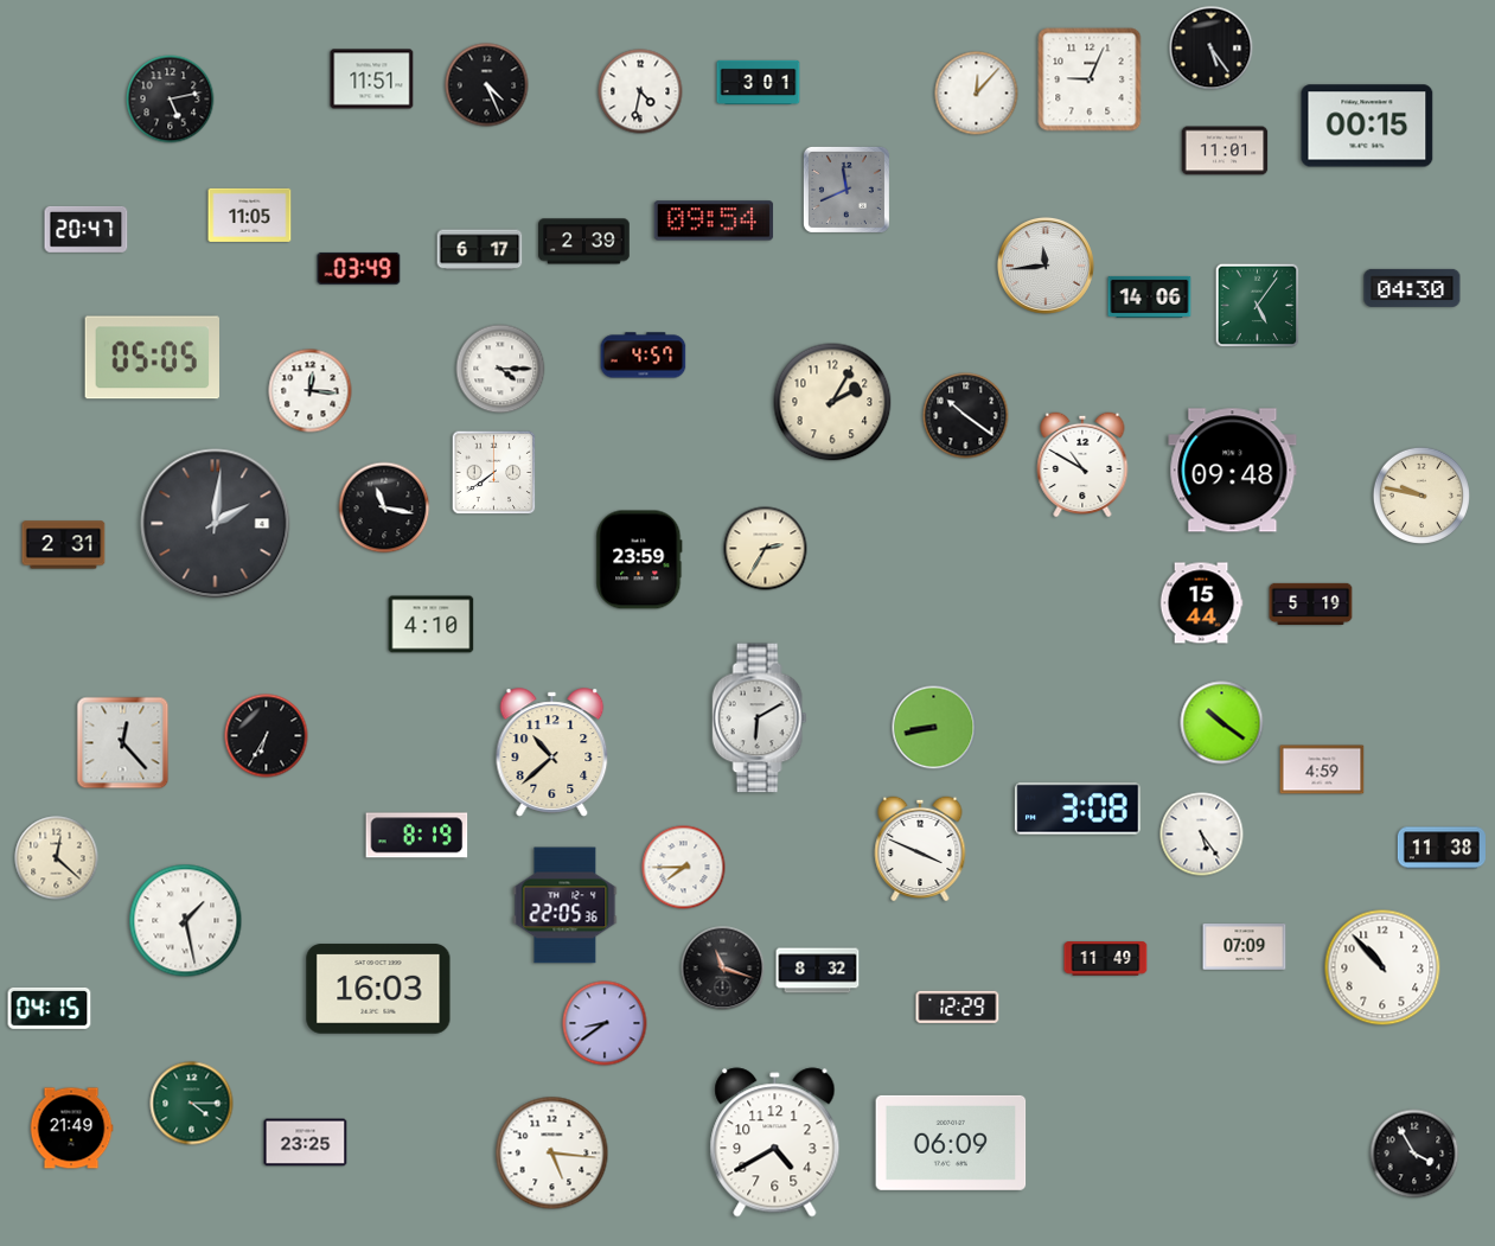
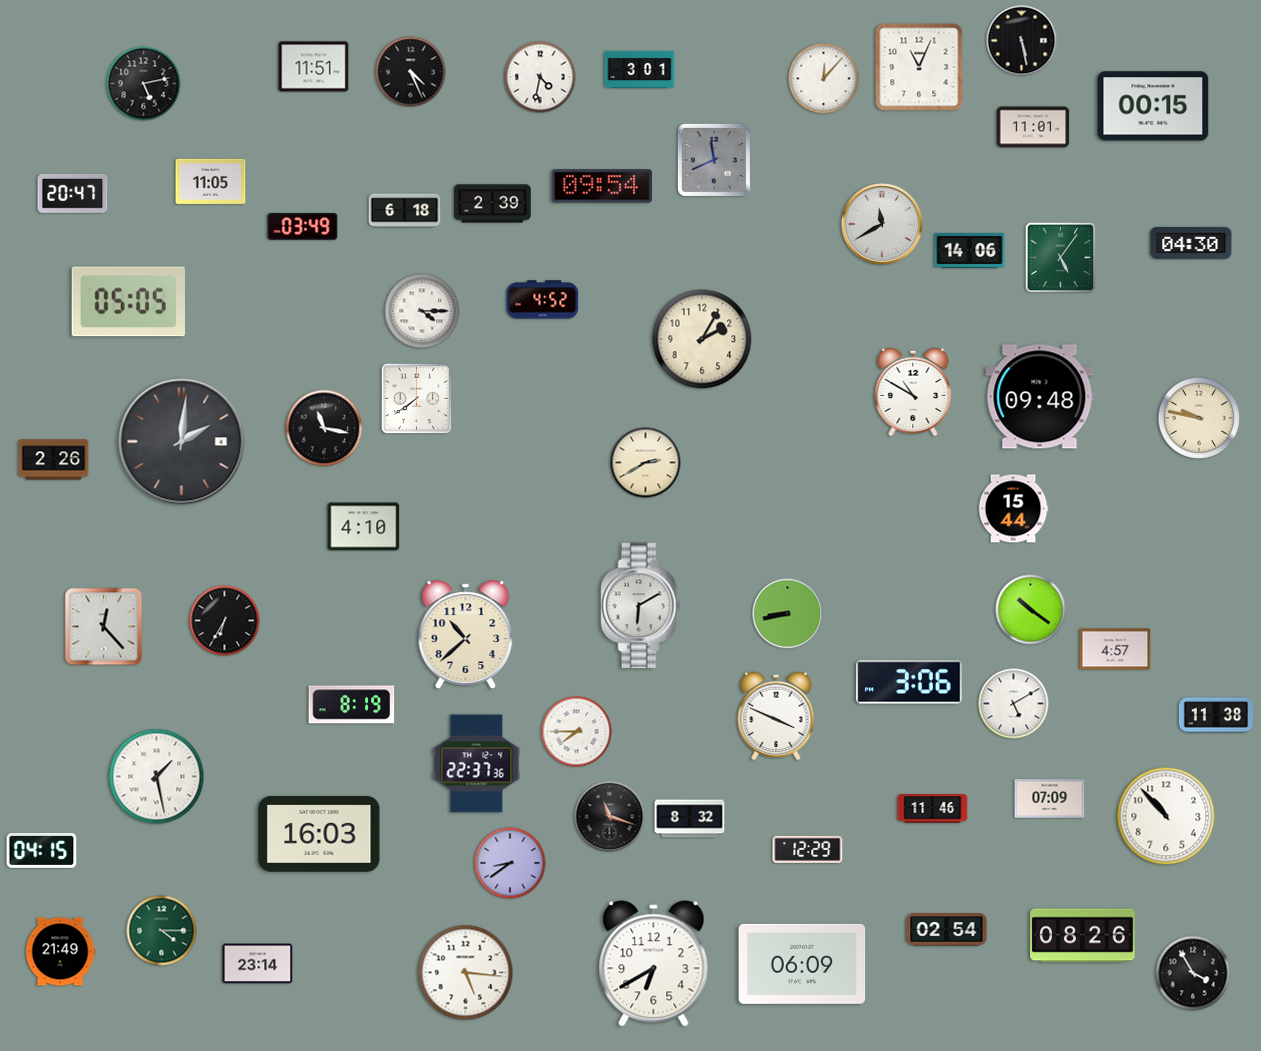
clock at (1212, 49): 5:24 -> 5:28
clock at (1090, 79): 9:04 -> 11:04
clock at (480, 250): 6:17 -> 6:18
clock at (1046, 266): 11:44 -> 11:40
clock at (644, 356): 4:57 -> 4:52
clock at (311, 391): 12:16 -> none
clock at (966, 416): 10:21 -> none
clock at (64, 545): 2:31 -> 2:26
clock at (766, 549): 2:35 -> 2:40
clock at (639, 560): 23:59 -> none
clock at (1311, 603): 5:19 -> none
clock at (1322, 769): 4:59 -> 4:57
clock at (1078, 809): 3:08 -> 3:06
clock at (1202, 835): 5:24 -> 5:10
clock at (57, 858): 12:22 -> none
clock at (566, 906): 22:05 -> 22:37
clock at (1106, 959): 11:49 -> 11:46
clock at (947, 930): none -> 02:54
clock at (1083, 936): none -> 08:26
clock at (306, 1143): 23:25 -> 23:14
clock at (775, 1143): 4:40 -> 6:40
